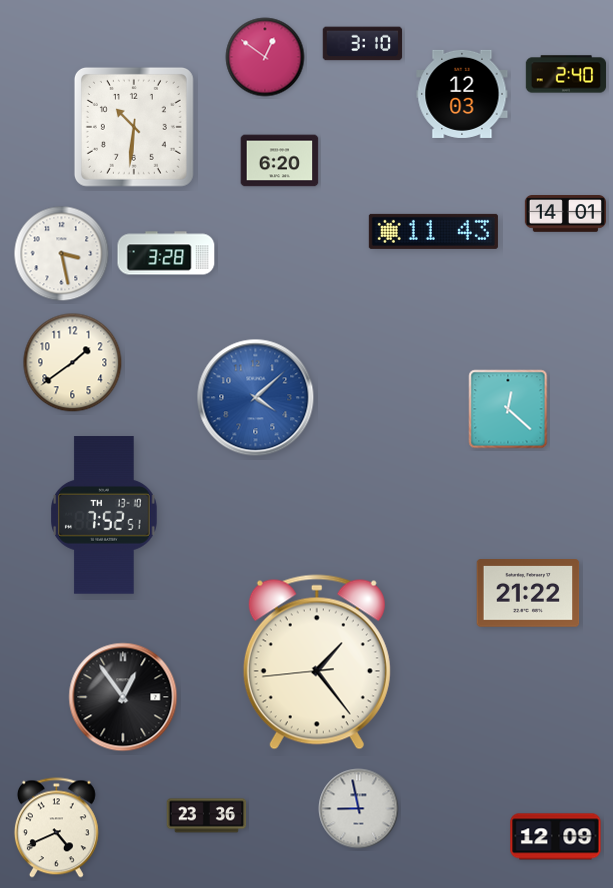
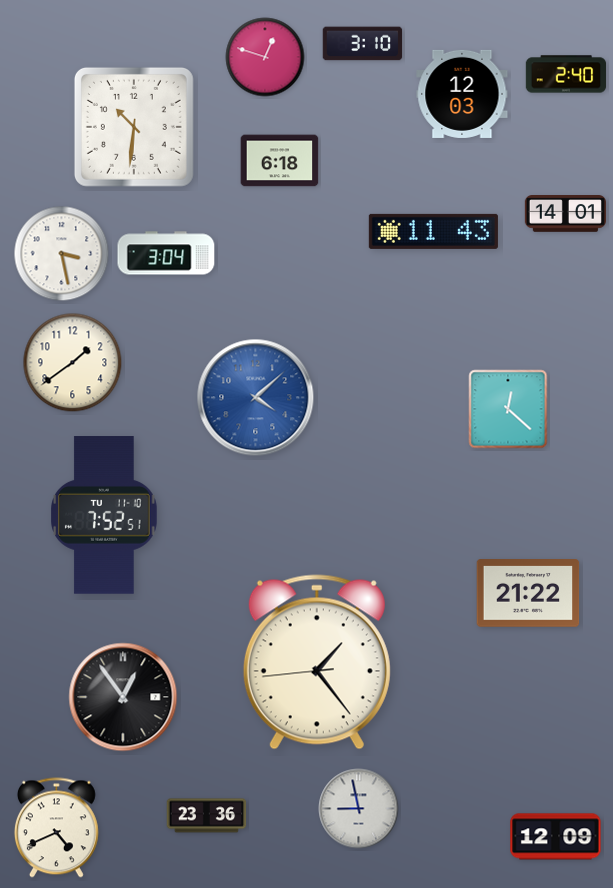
clock at (265, 57): 12:51 -> 12:48
clock at (280, 161): 6:20 -> 6:18
clock at (166, 253): 3:28 -> 3:04
clock at (104, 515) date: TH 13-10 -> TU 11-10
